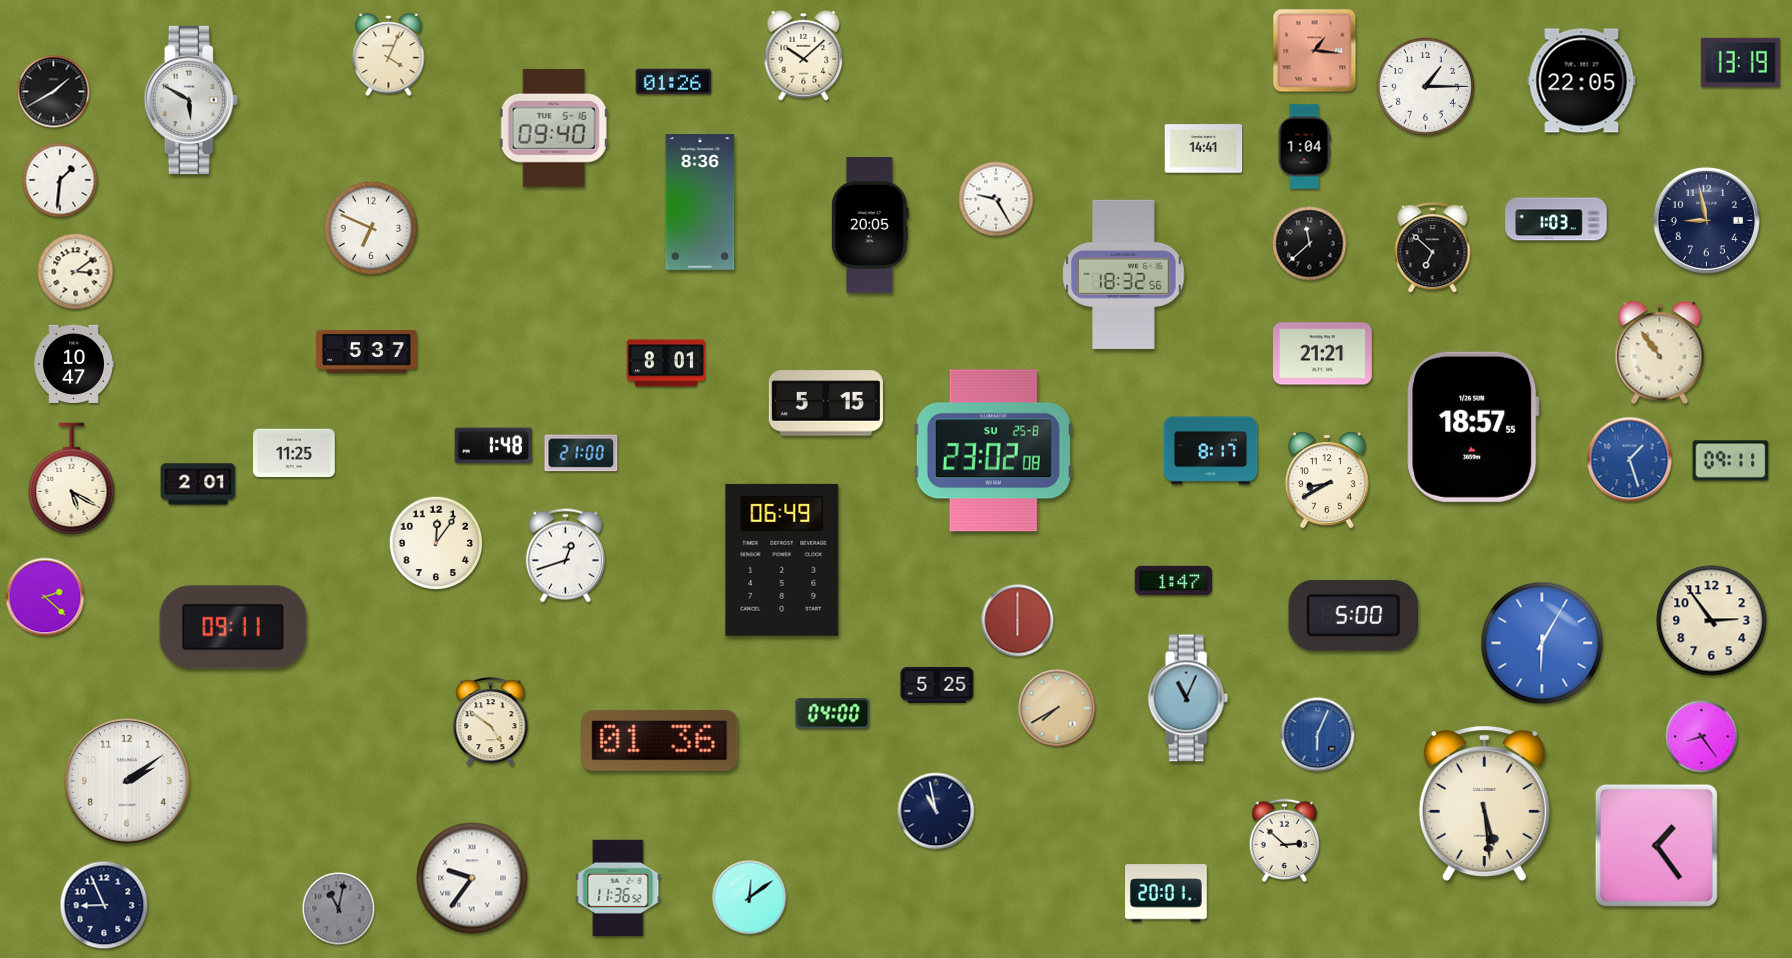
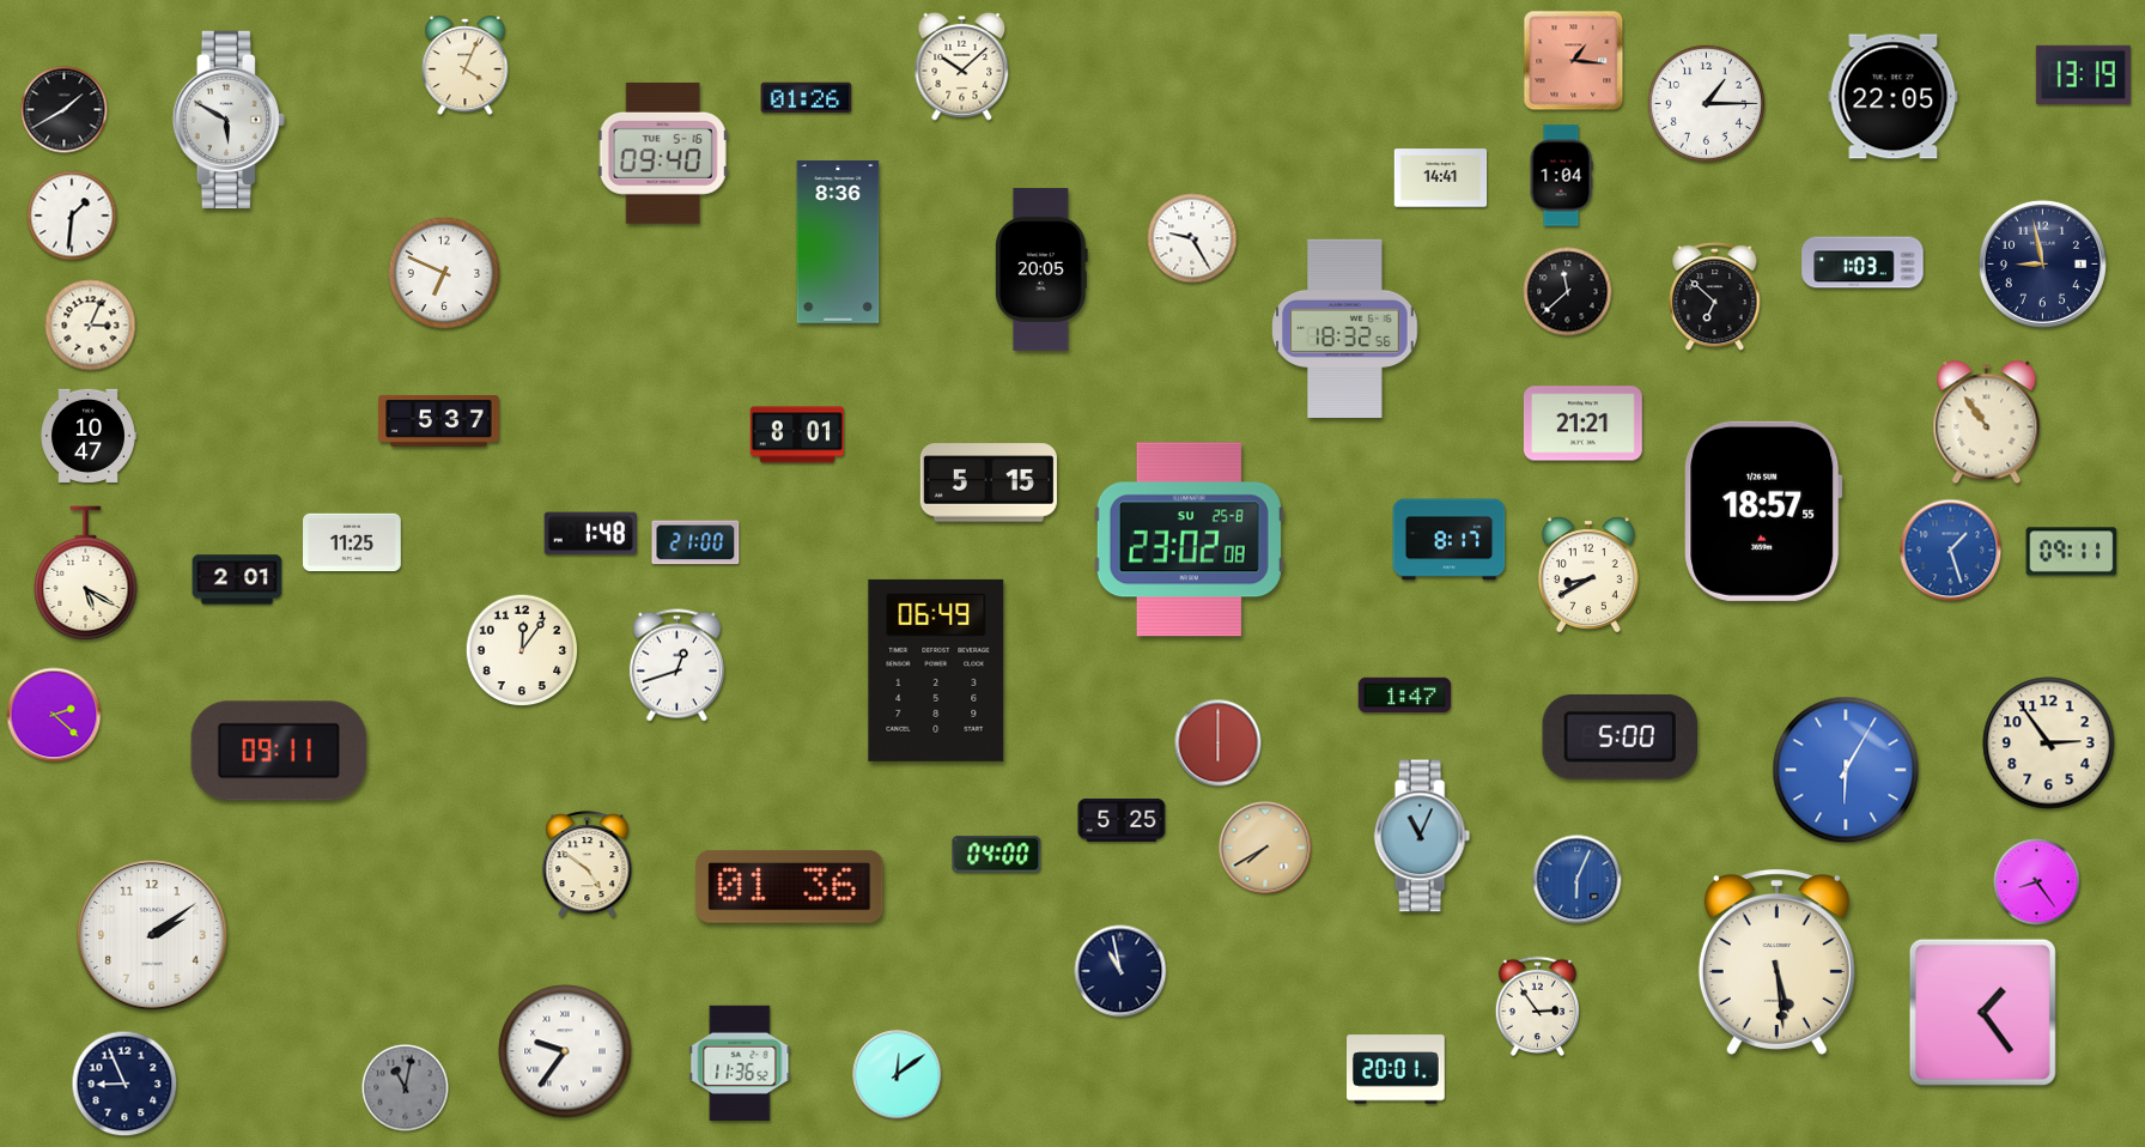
clock at (76, 272): 3:09 -> 3:04
clock at (1284, 840): 2:52 -> 2:54
